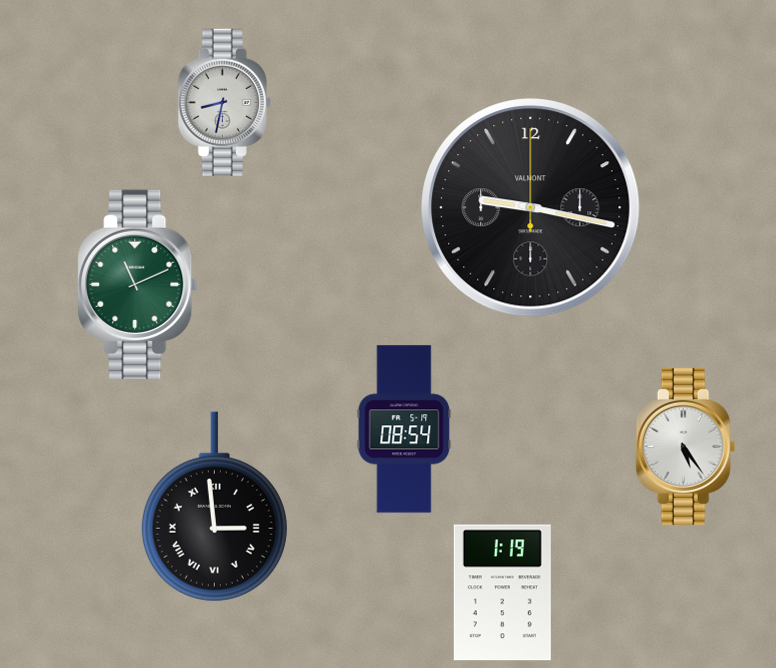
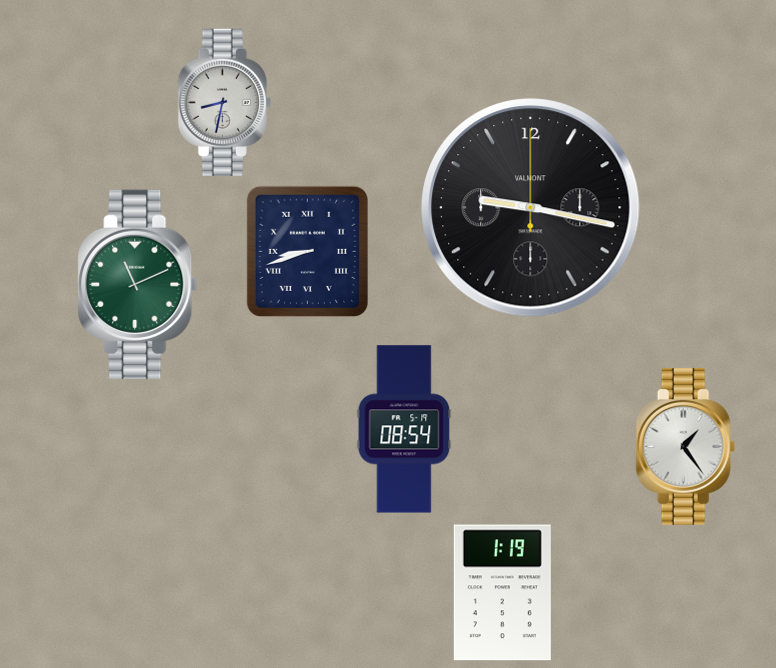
clock at (307, 251): none -> 8:42
clock at (686, 446): 5:24 -> 1:24
clock at (214, 507): 2:59 -> none
